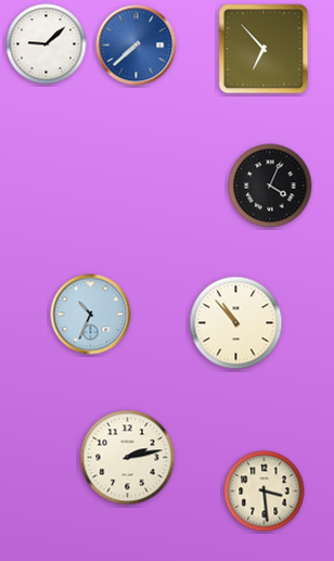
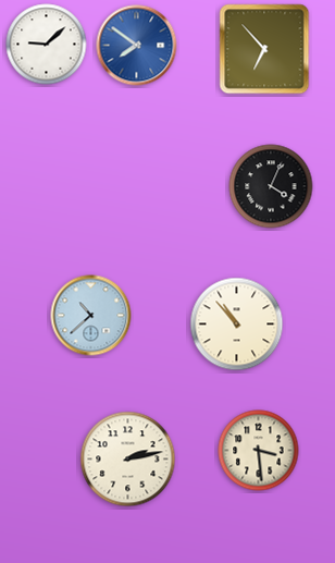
clock at (137, 46): 7:38 -> 7:51
clock at (91, 315): 10:34 -> 10:38
clock at (265, 492) position: (265, 492) -> (259, 451)
